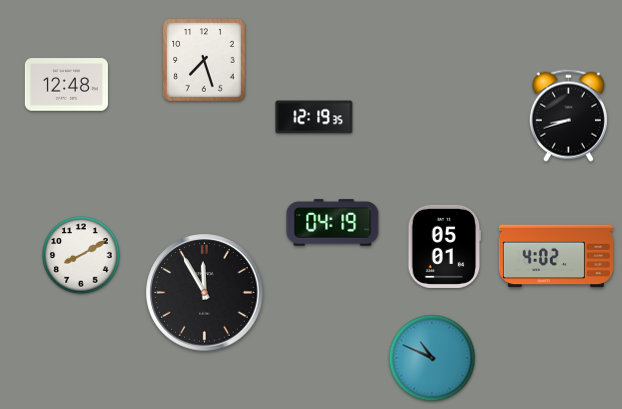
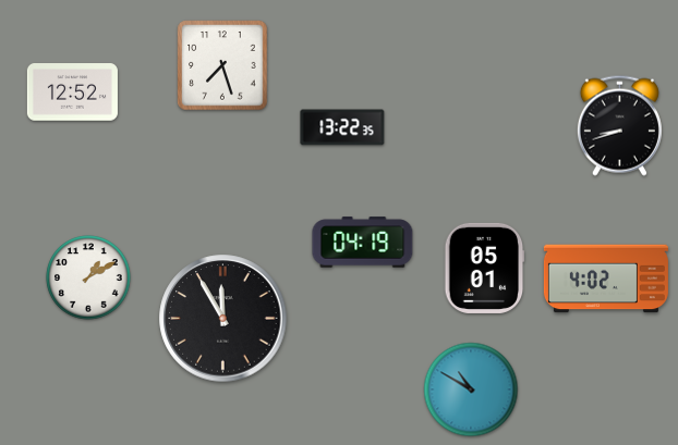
clock at (66, 85): 12:48 -> 12:52
clock at (314, 117): 12:19 -> 13:22
clock at (81, 255): 8:10 -> 1:10
clock at (432, 358): 10:49 -> 10:50
